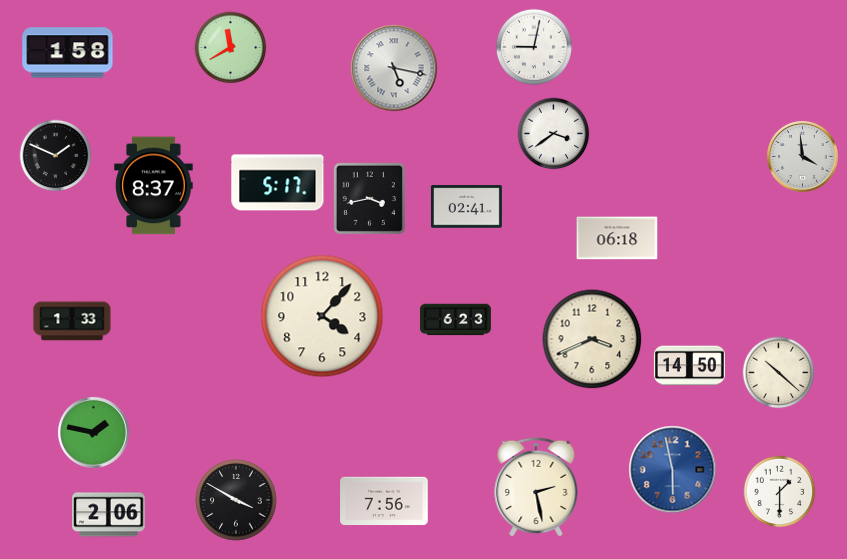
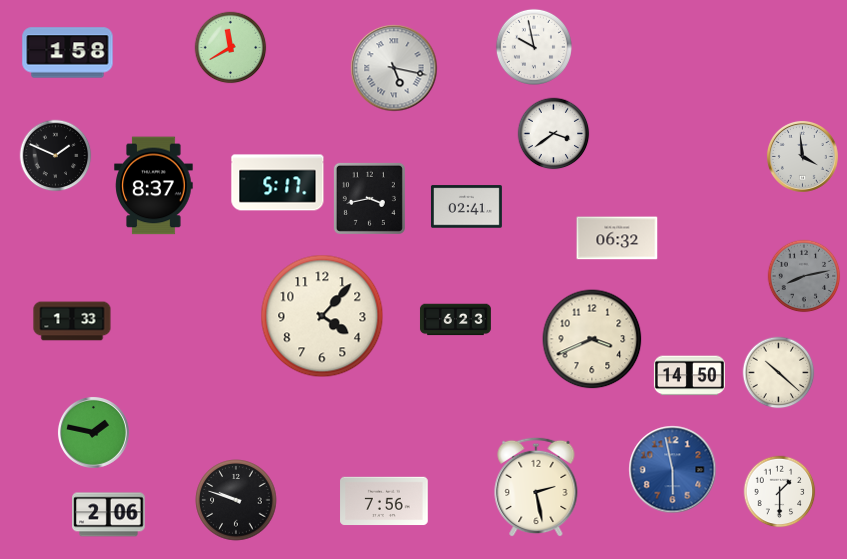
clock at (534, 47): 9:02 -> 9:58
clock at (617, 238): 06:18 -> 06:32
clock at (804, 276): none -> 8:13
clock at (689, 366) position: (689, 366) -> (689, 376)
clock at (236, 500): 3:50 -> 9:48
